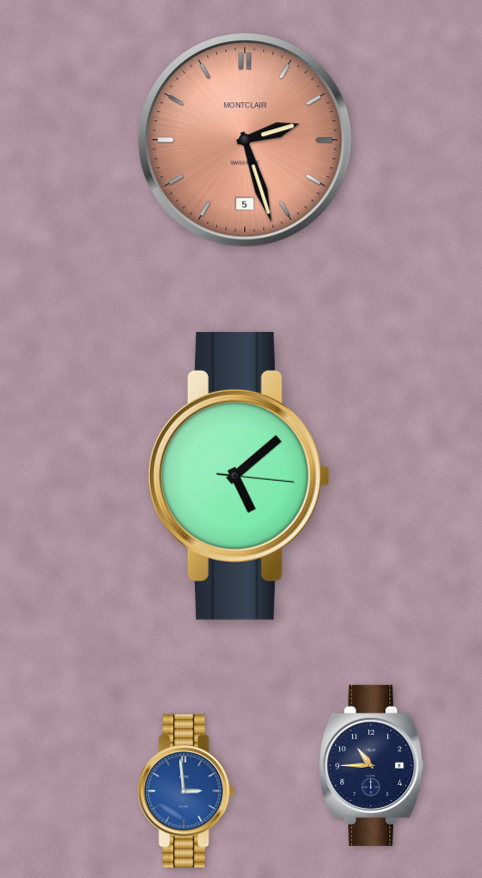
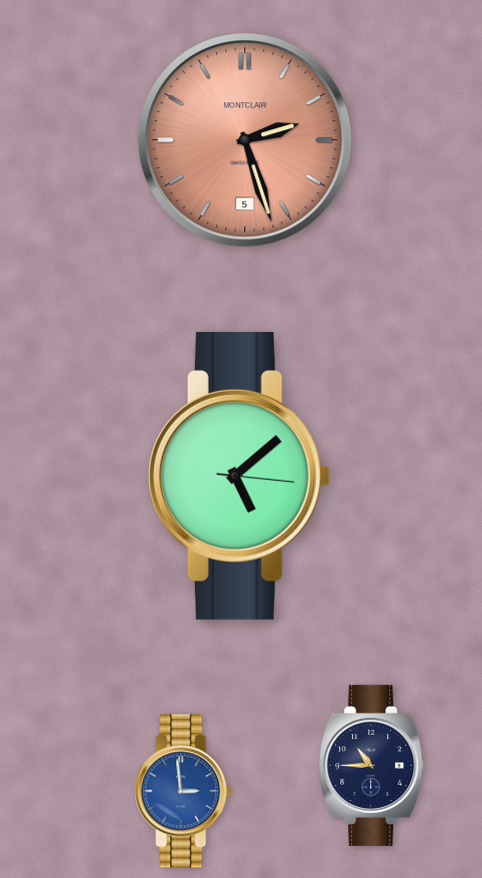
clock at (186, 791) position: (186, 791) -> (183, 791)
